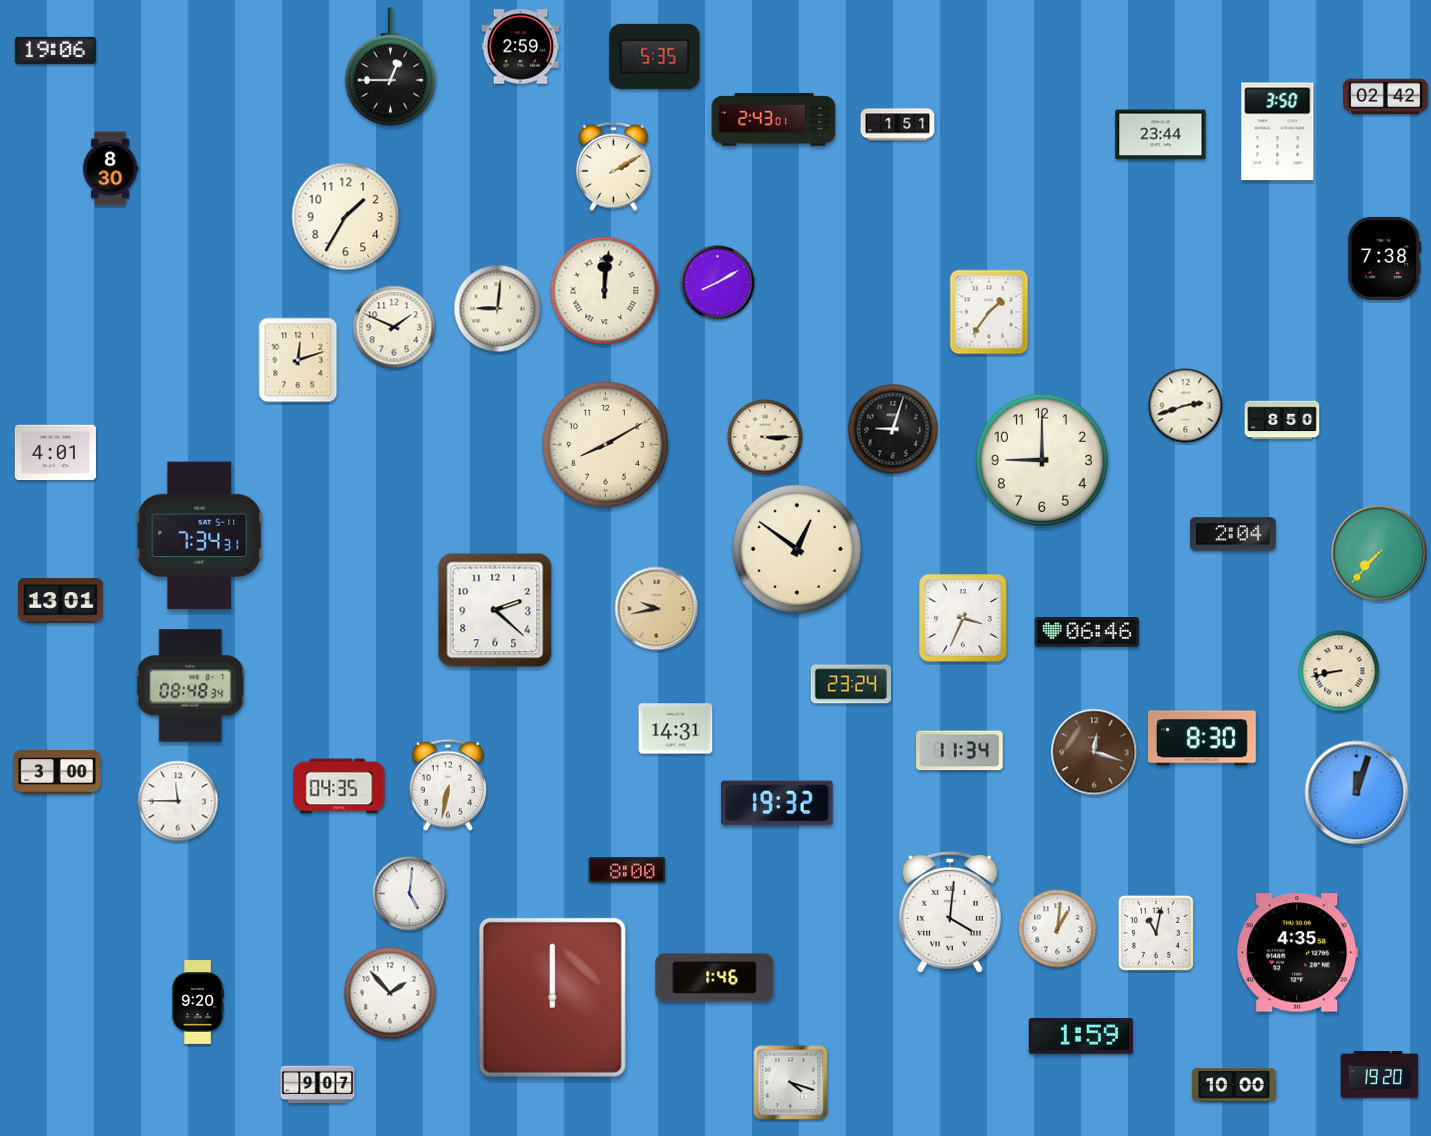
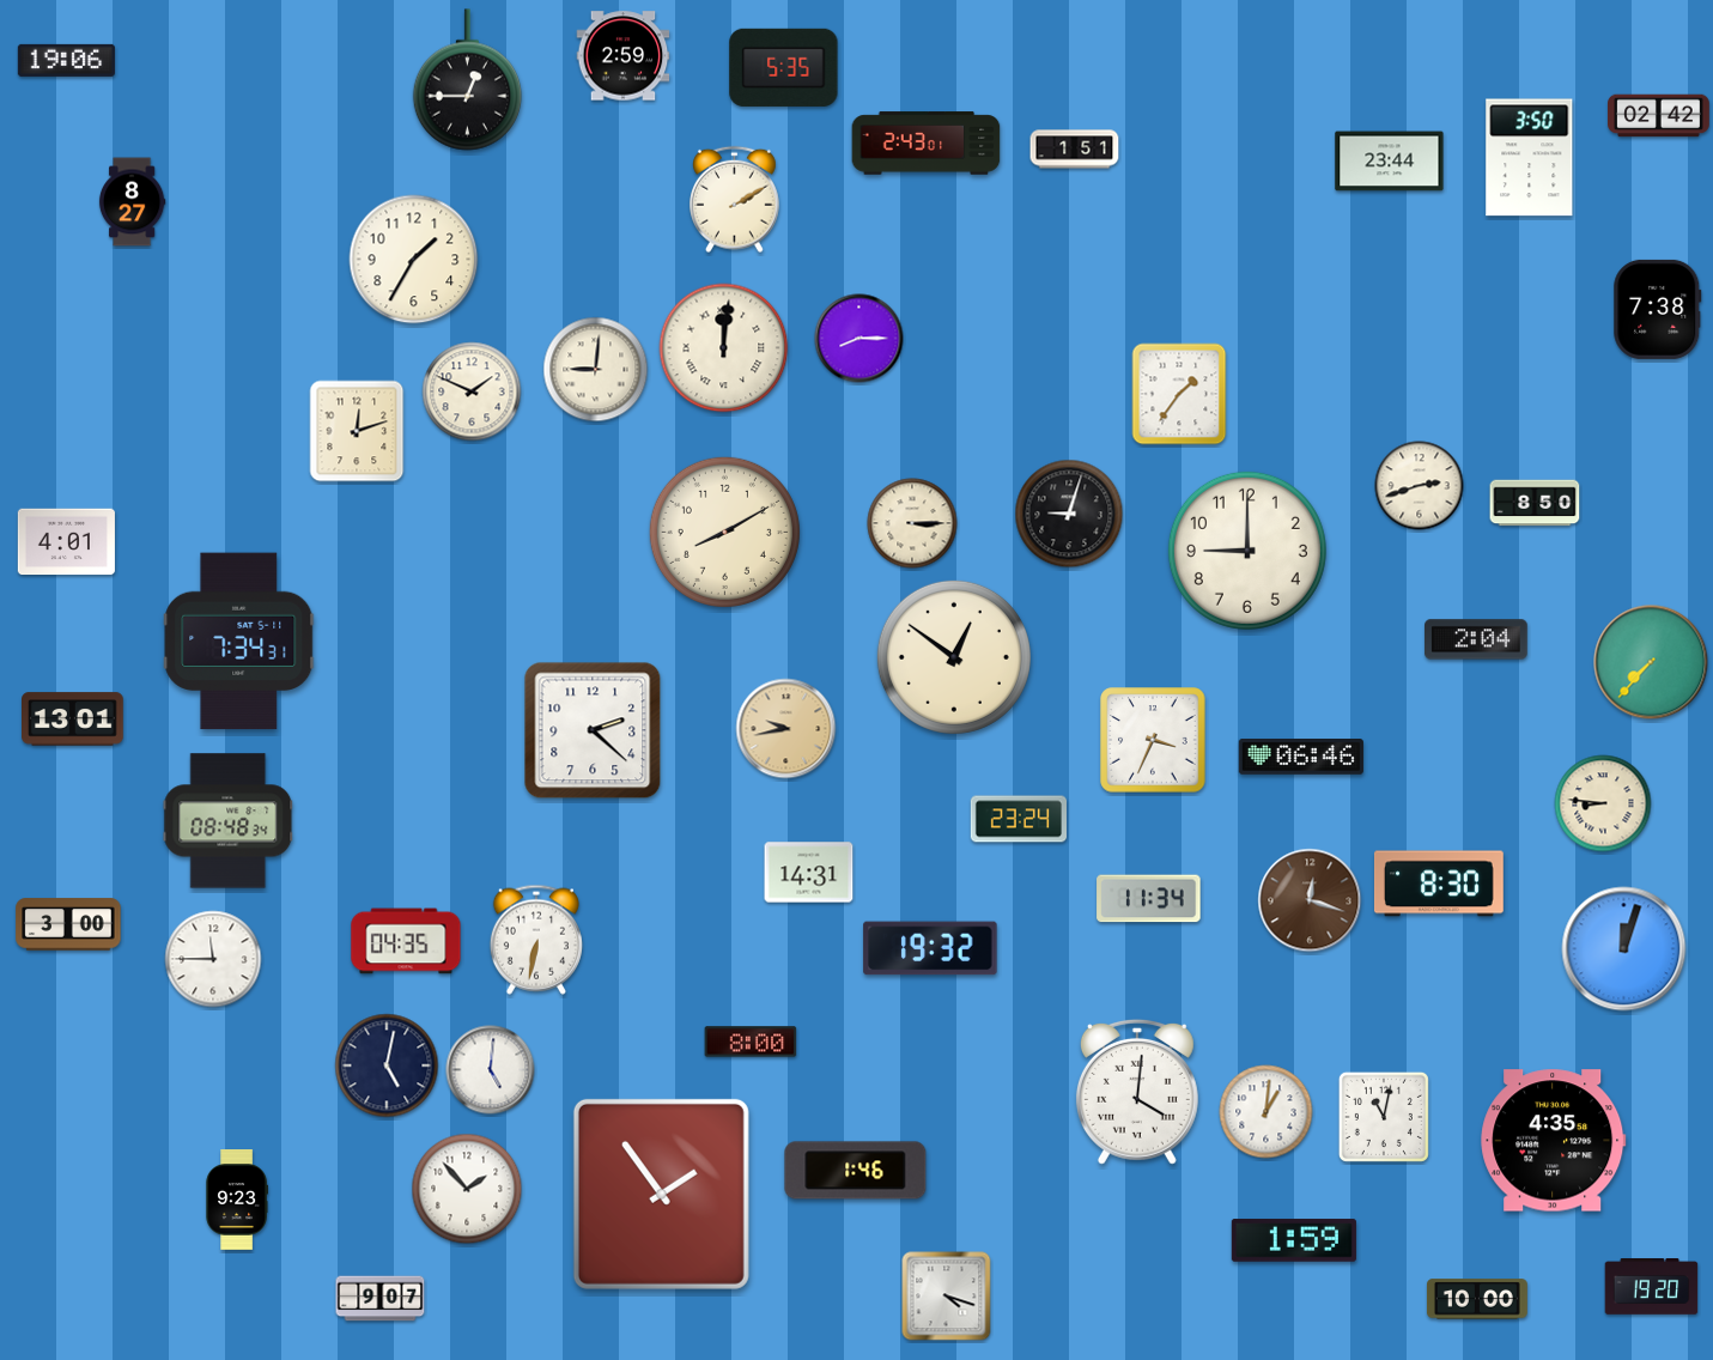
clock at (110, 169): 8:30 -> 8:27
clock at (718, 283): 8:10 -> 8:15
clock at (989, 312) position: (989, 312) -> (1179, 394)
clock at (765, 437) position: (765, 437) -> (912, 523)
clock at (1339, 671): 8:43 -> 8:46
clock at (777, 803) position: (777, 803) -> (930, 948)
clock at (387, 1065): none -> 5:02
clock at (552, 997): 12:00 -> 1:54
clock at (197, 1003): 9:20 -> 9:23
